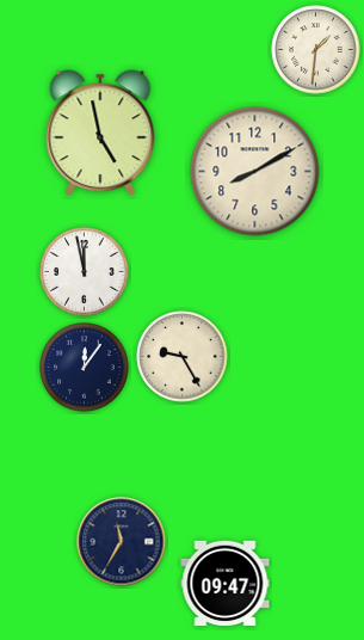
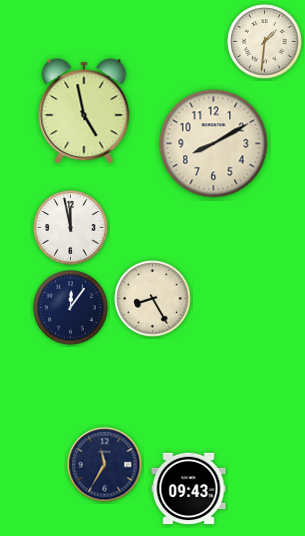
clock at (183, 357): 9:25 -> 8:25
clock at (122, 542) position: (122, 542) -> (105, 465)
clock at (226, 584): 09:47 -> 09:43
